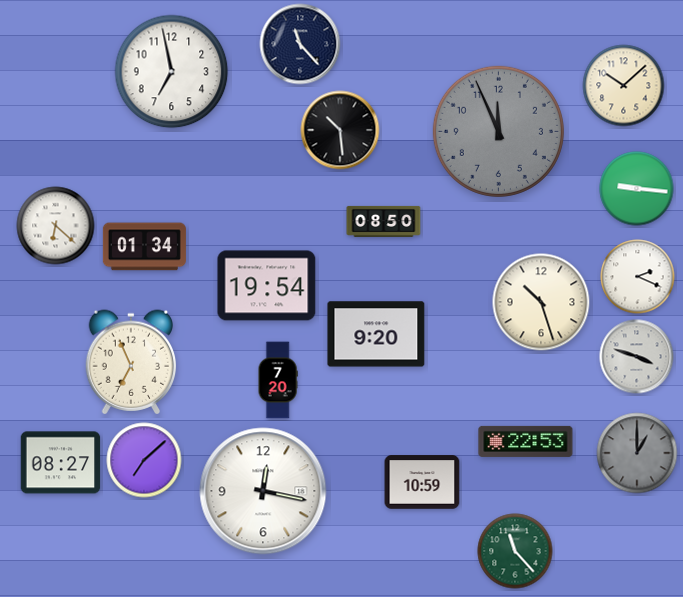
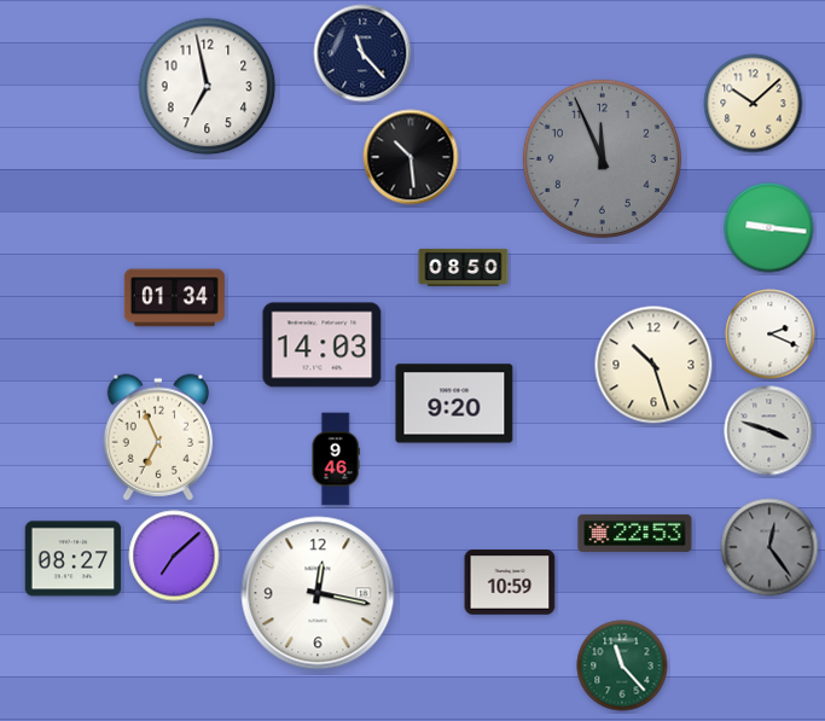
clock at (56, 226): 6:22 -> none
clock at (267, 286): 19:54 -> 14:03
clock at (278, 380): 7:20 -> 9:46
clock at (637, 453): 1:00 -> 12:24
